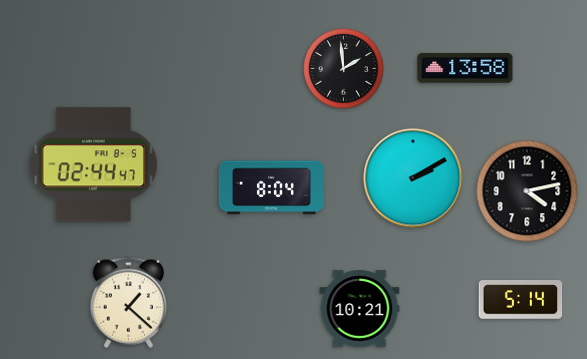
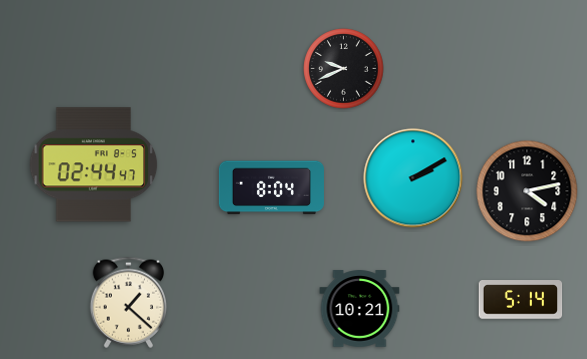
clock at (465, 68): 13:58 -> none
clock at (344, 69): 1:59 -> 9:41
